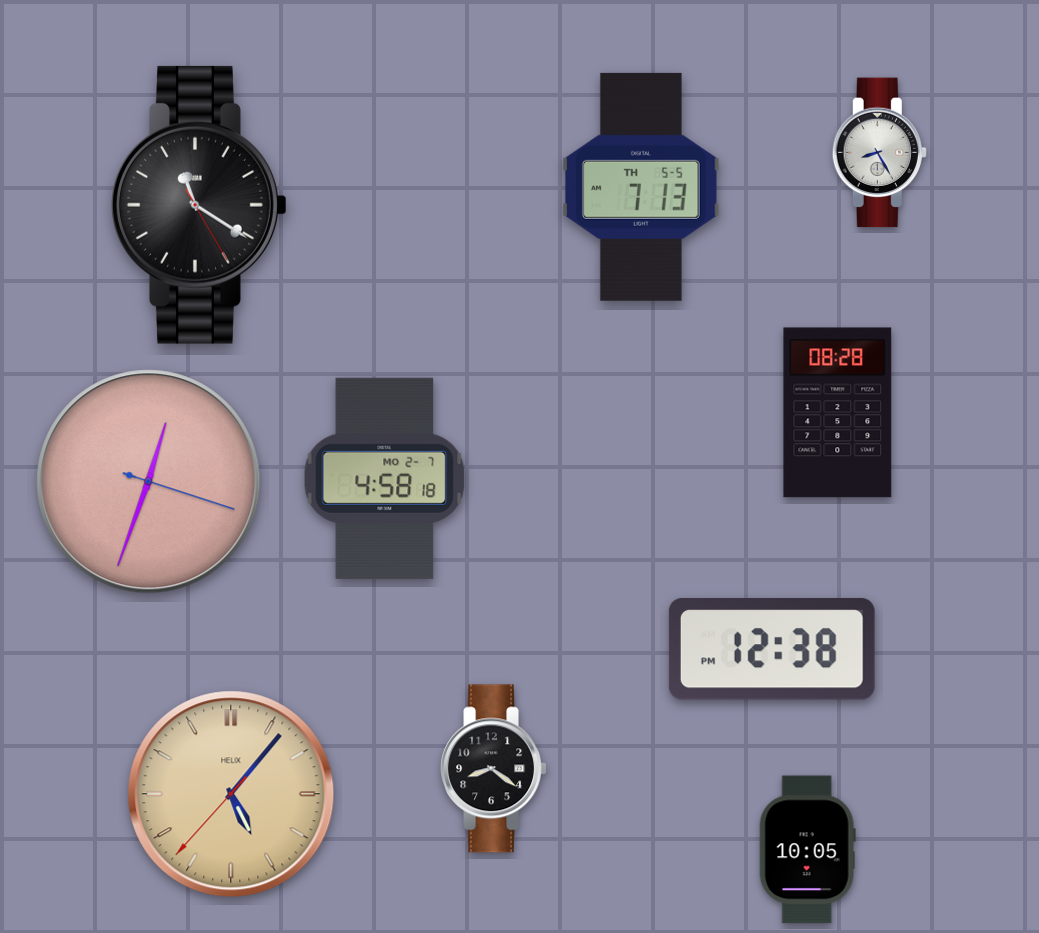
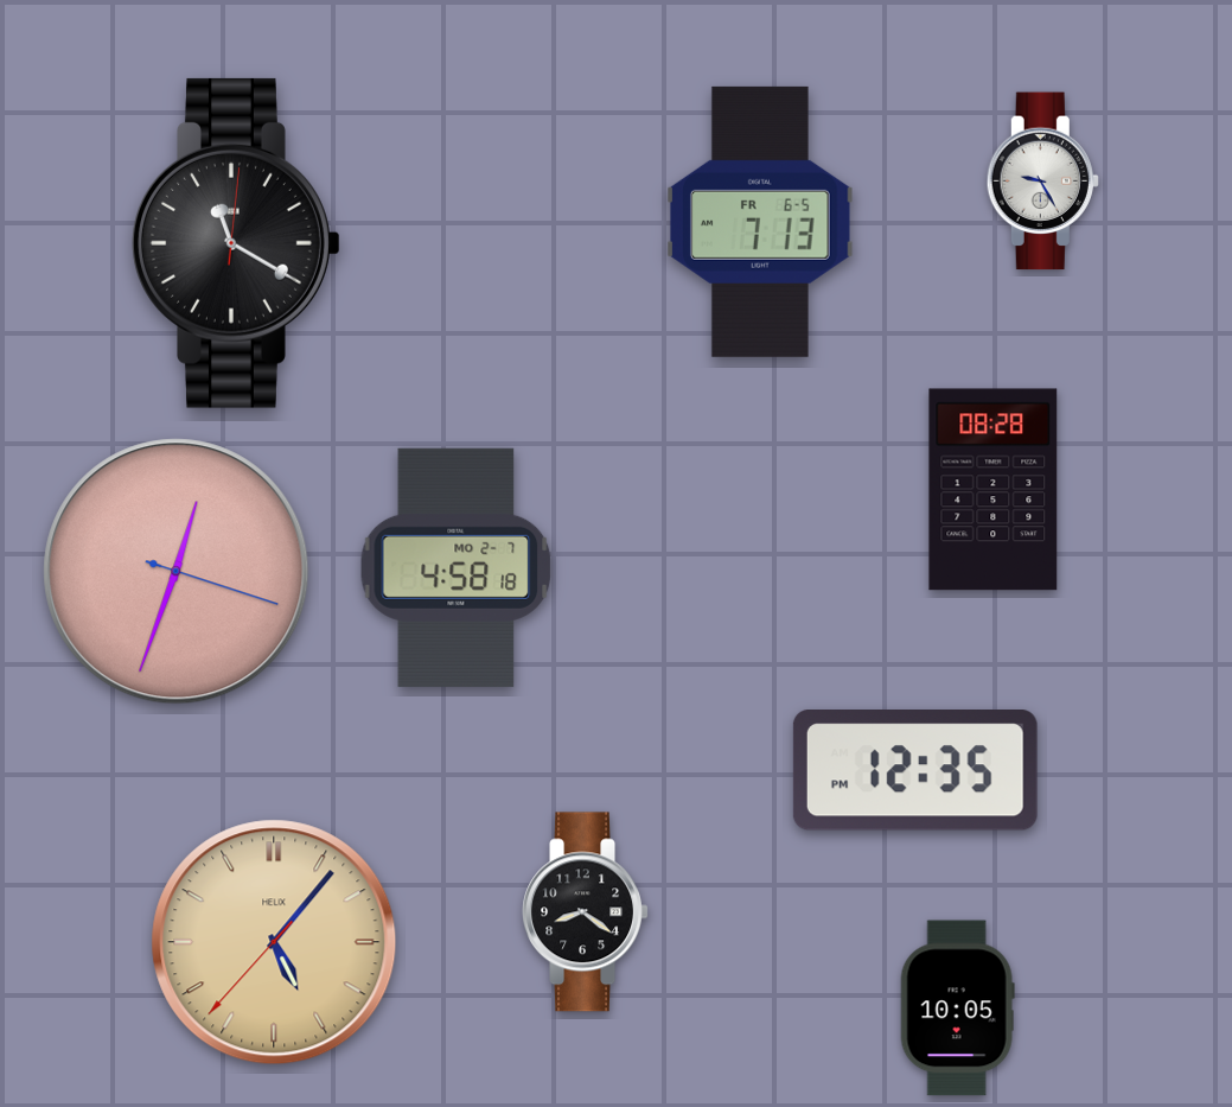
clock at (879, 153): 8:25 -> 9:25
clock at (642, 187) date: TH 5-5 -> FR 6-5
clock at (199, 205): 11:20:25 -> 11:20:01
clock at (772, 650): 12:38 -> 12:35
